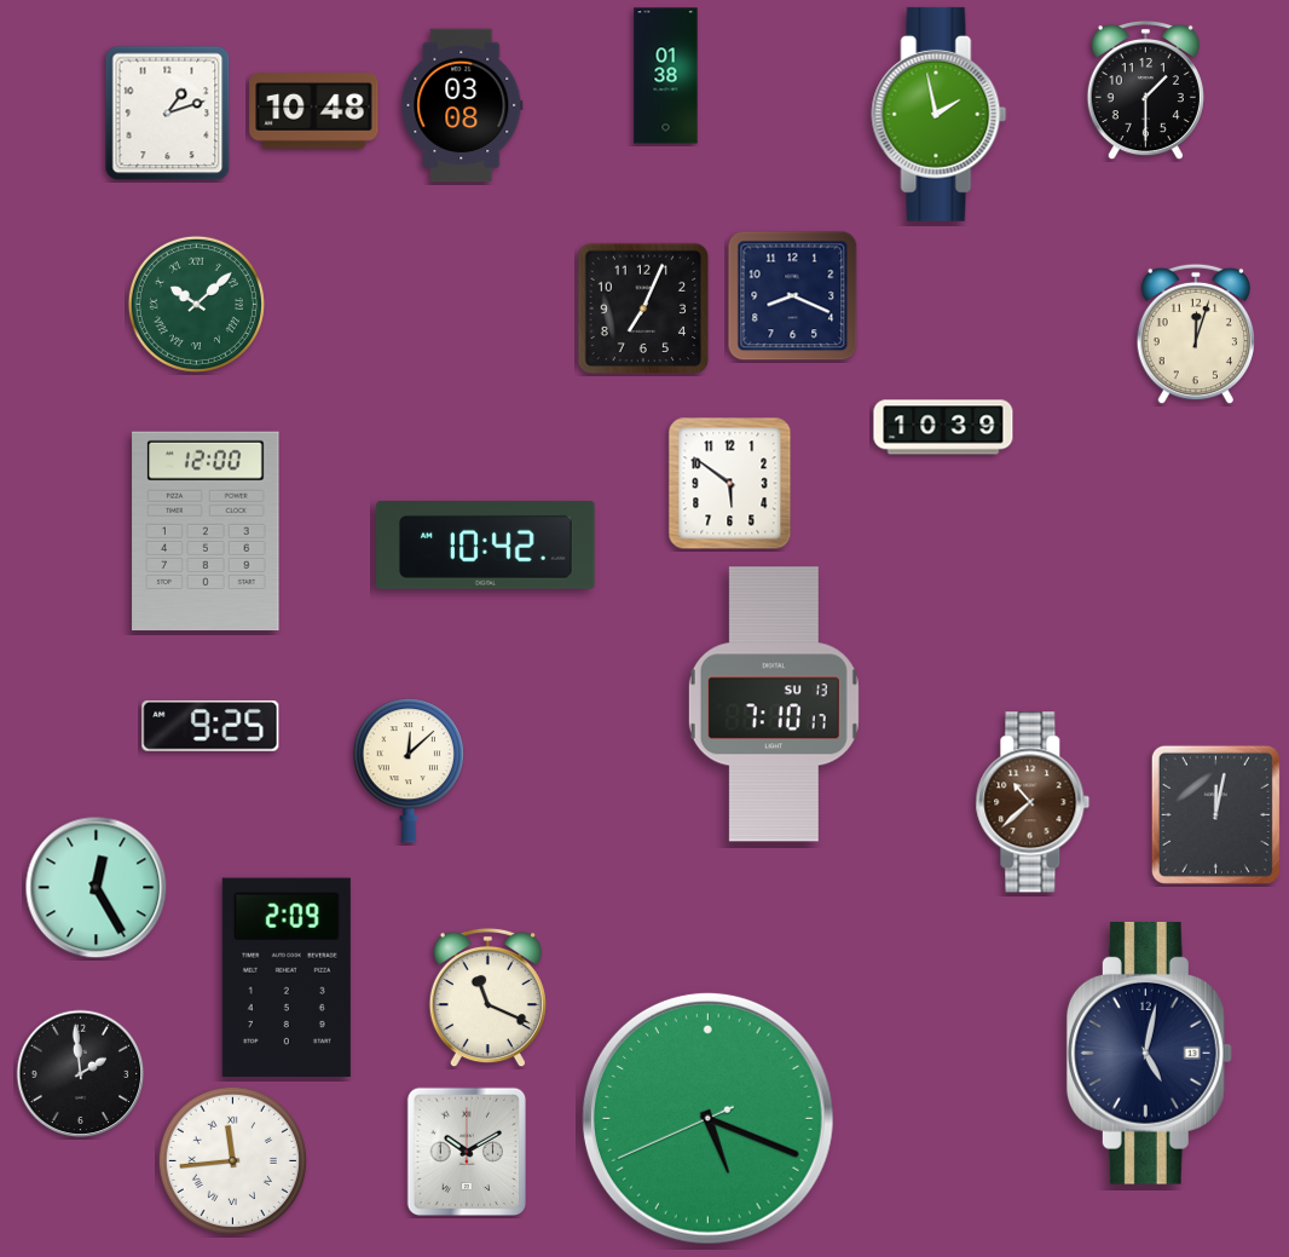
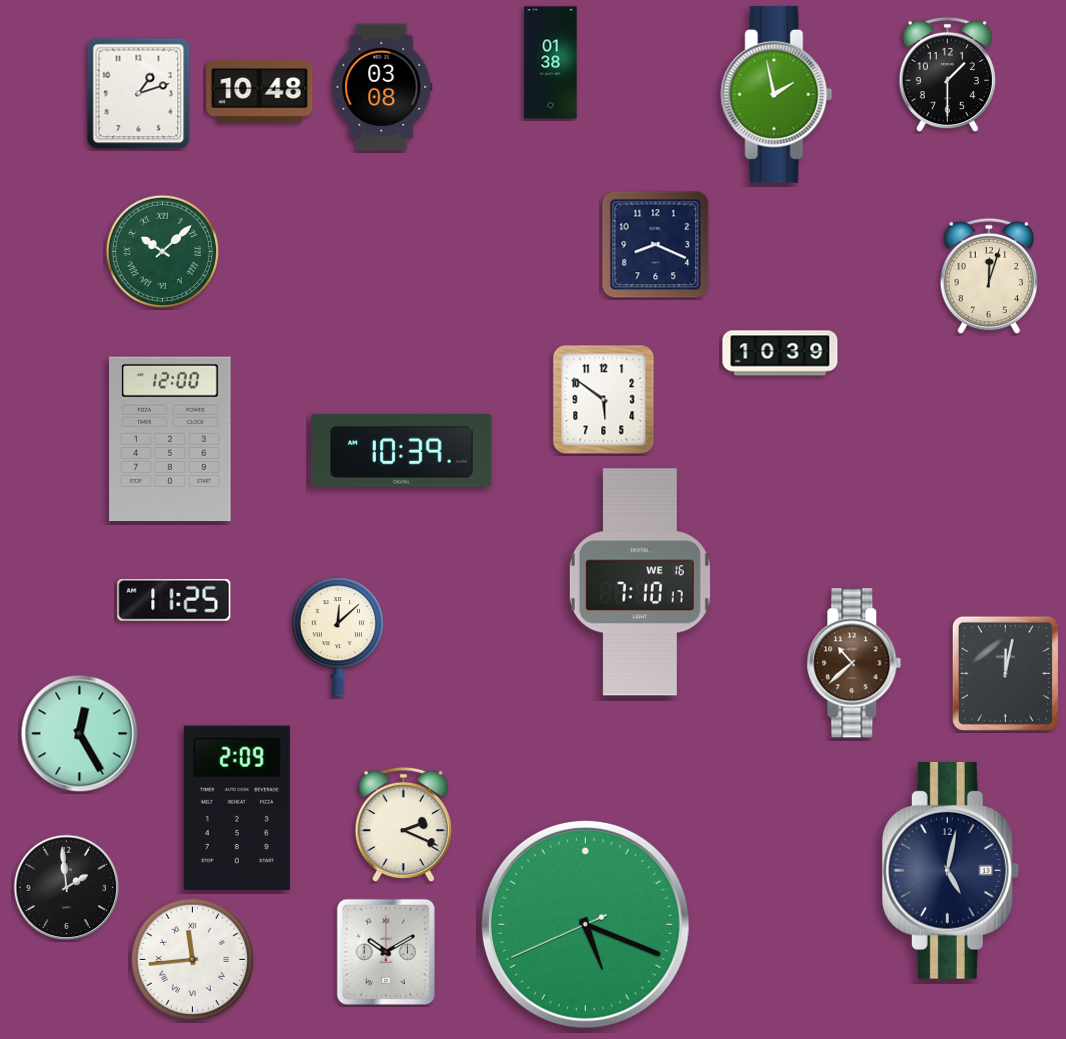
clock at (643, 309): 7:04 -> none
clock at (486, 544): 10:42 -> 10:39
clock at (774, 704) date: SU 13 -> WE 16
clock at (210, 726): 9:25 -> 11:25
clock at (487, 998): 11:19 -> 2:19
